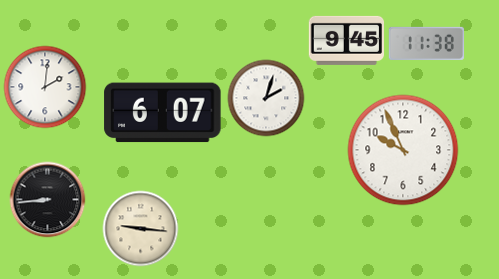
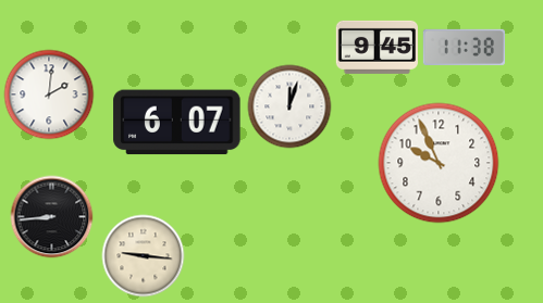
clock at (346, 40) position: (346, 40) -> (377, 47)
clock at (266, 98): 2:03 -> 12:03
clock at (141, 229) position: (141, 229) -> (144, 256)
